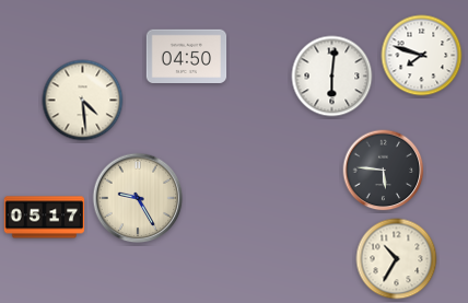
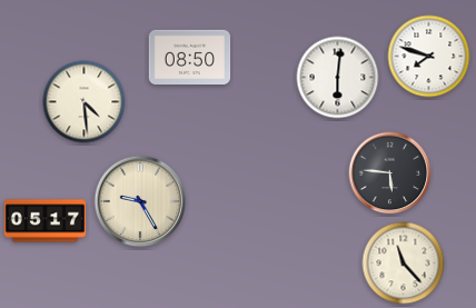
clock at (187, 57): 04:50 -> 08:50
clock at (397, 259): 10:35 -> 11:23
